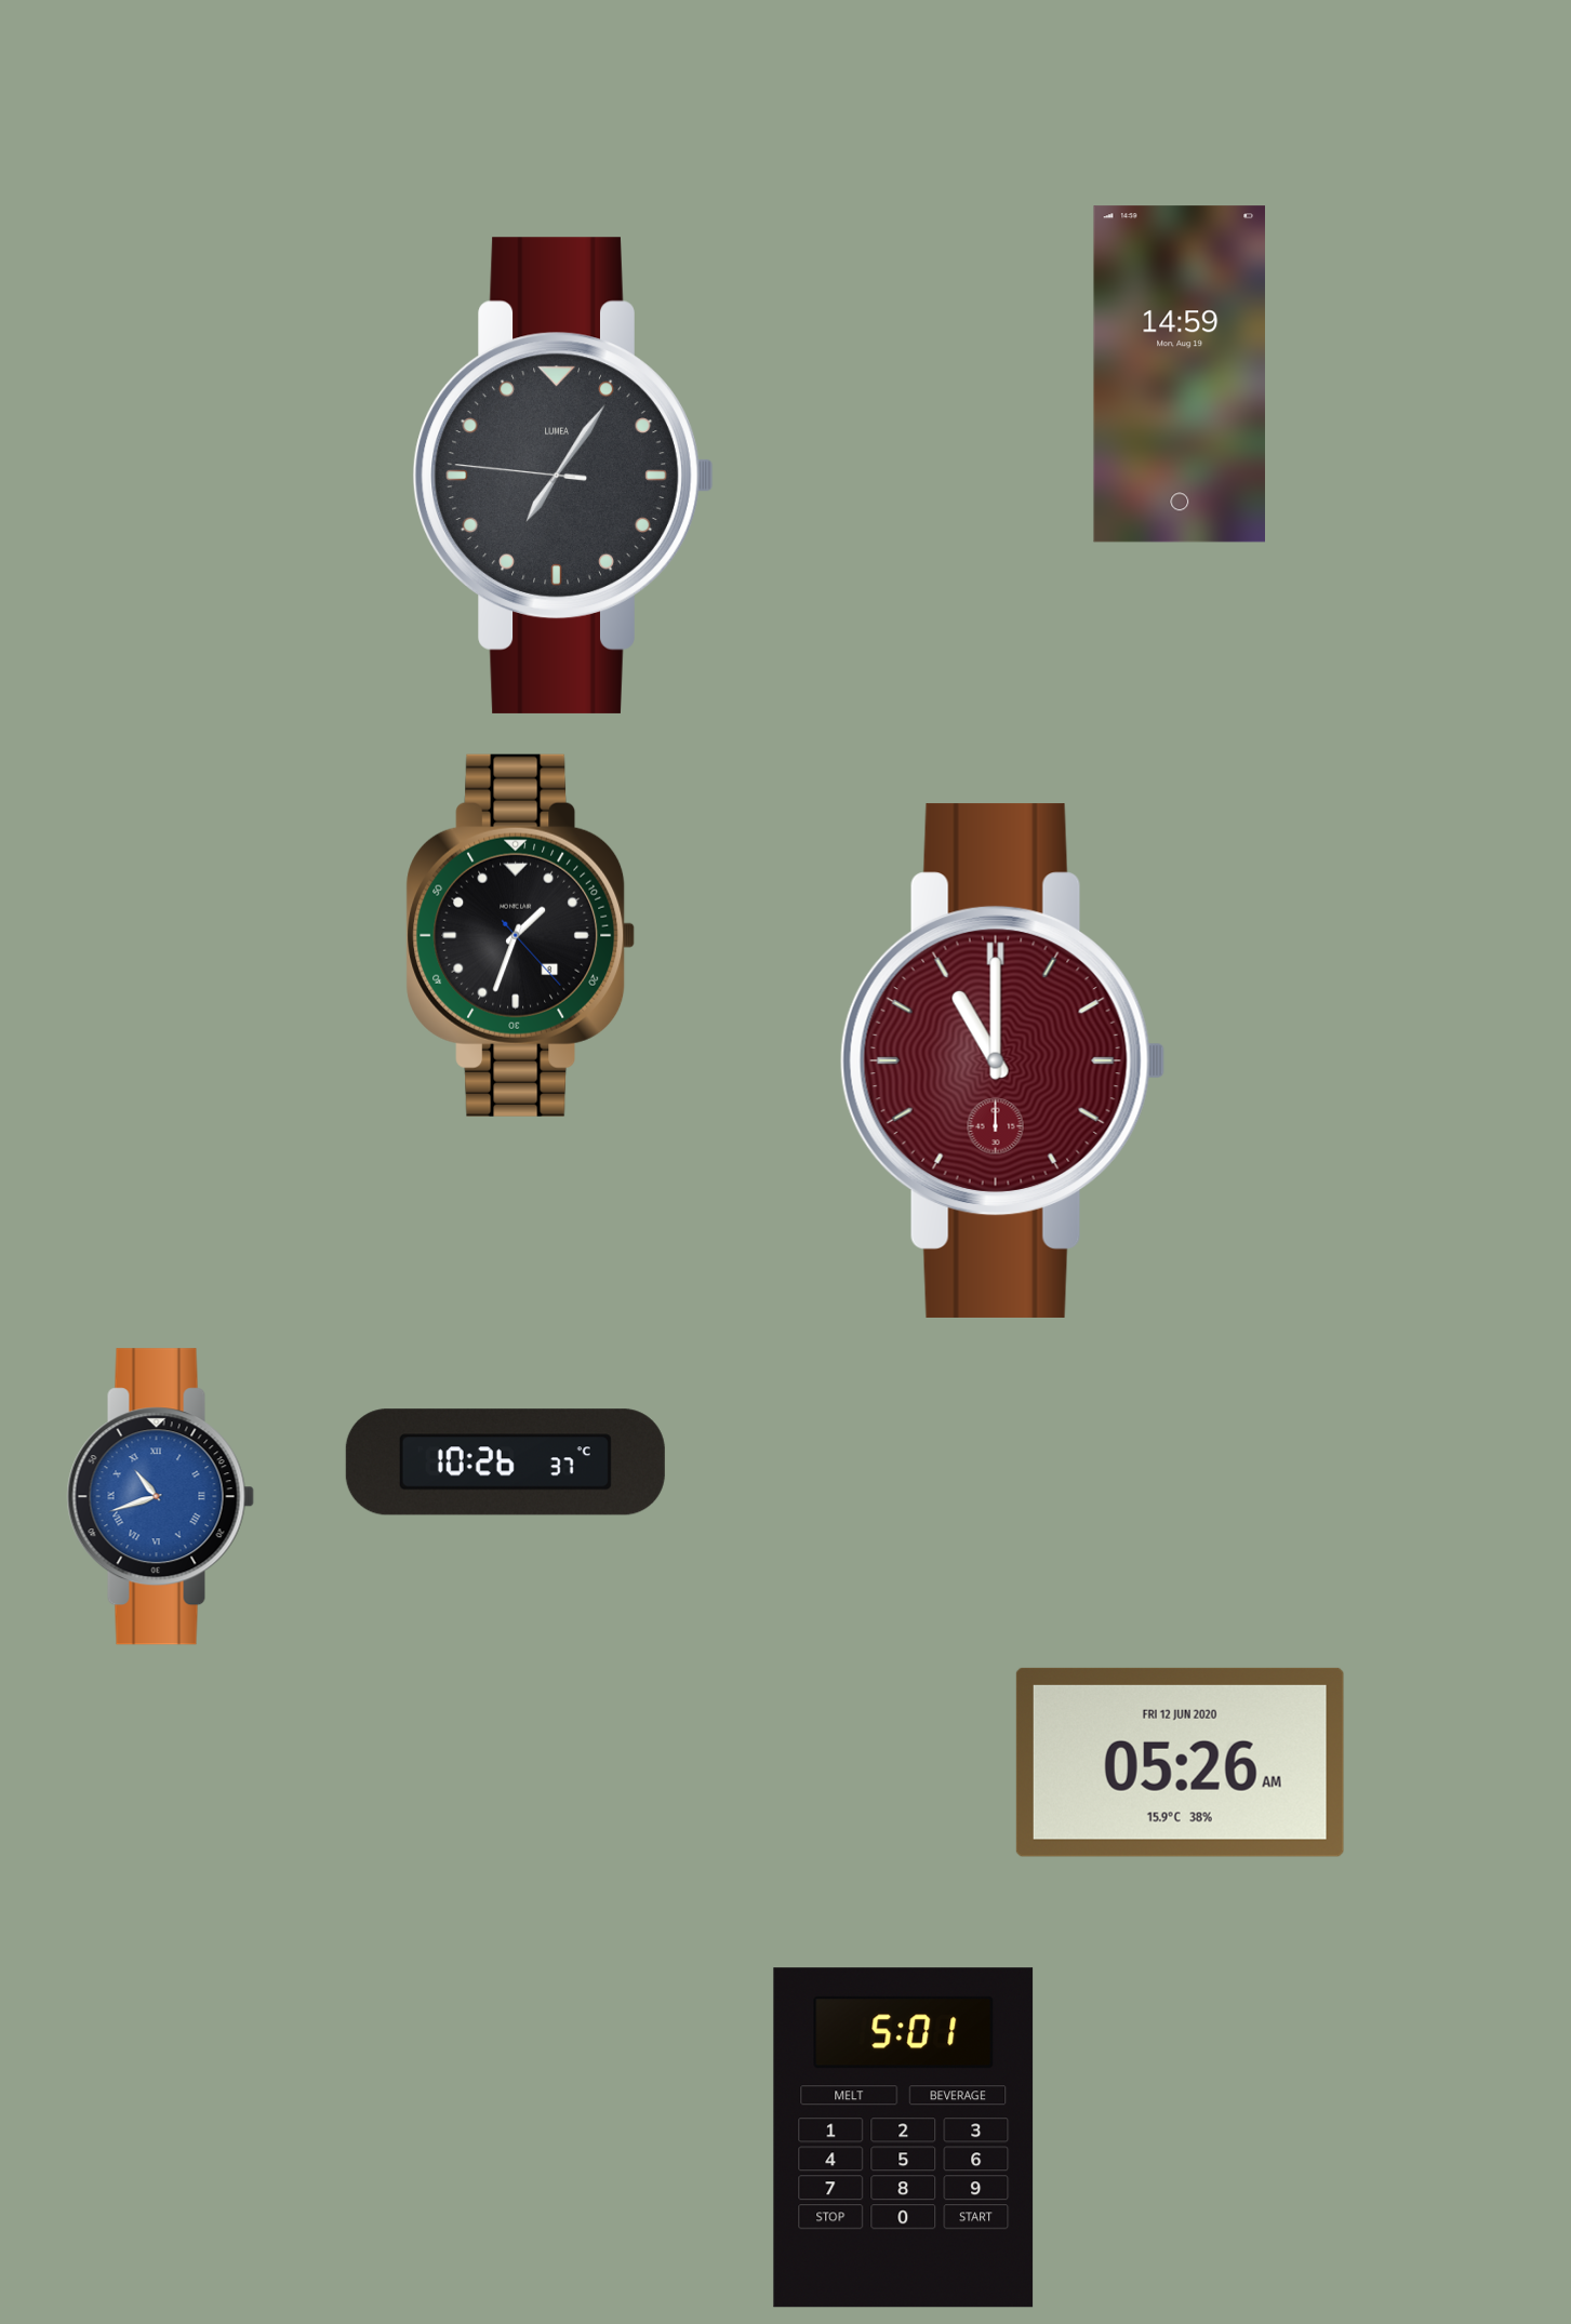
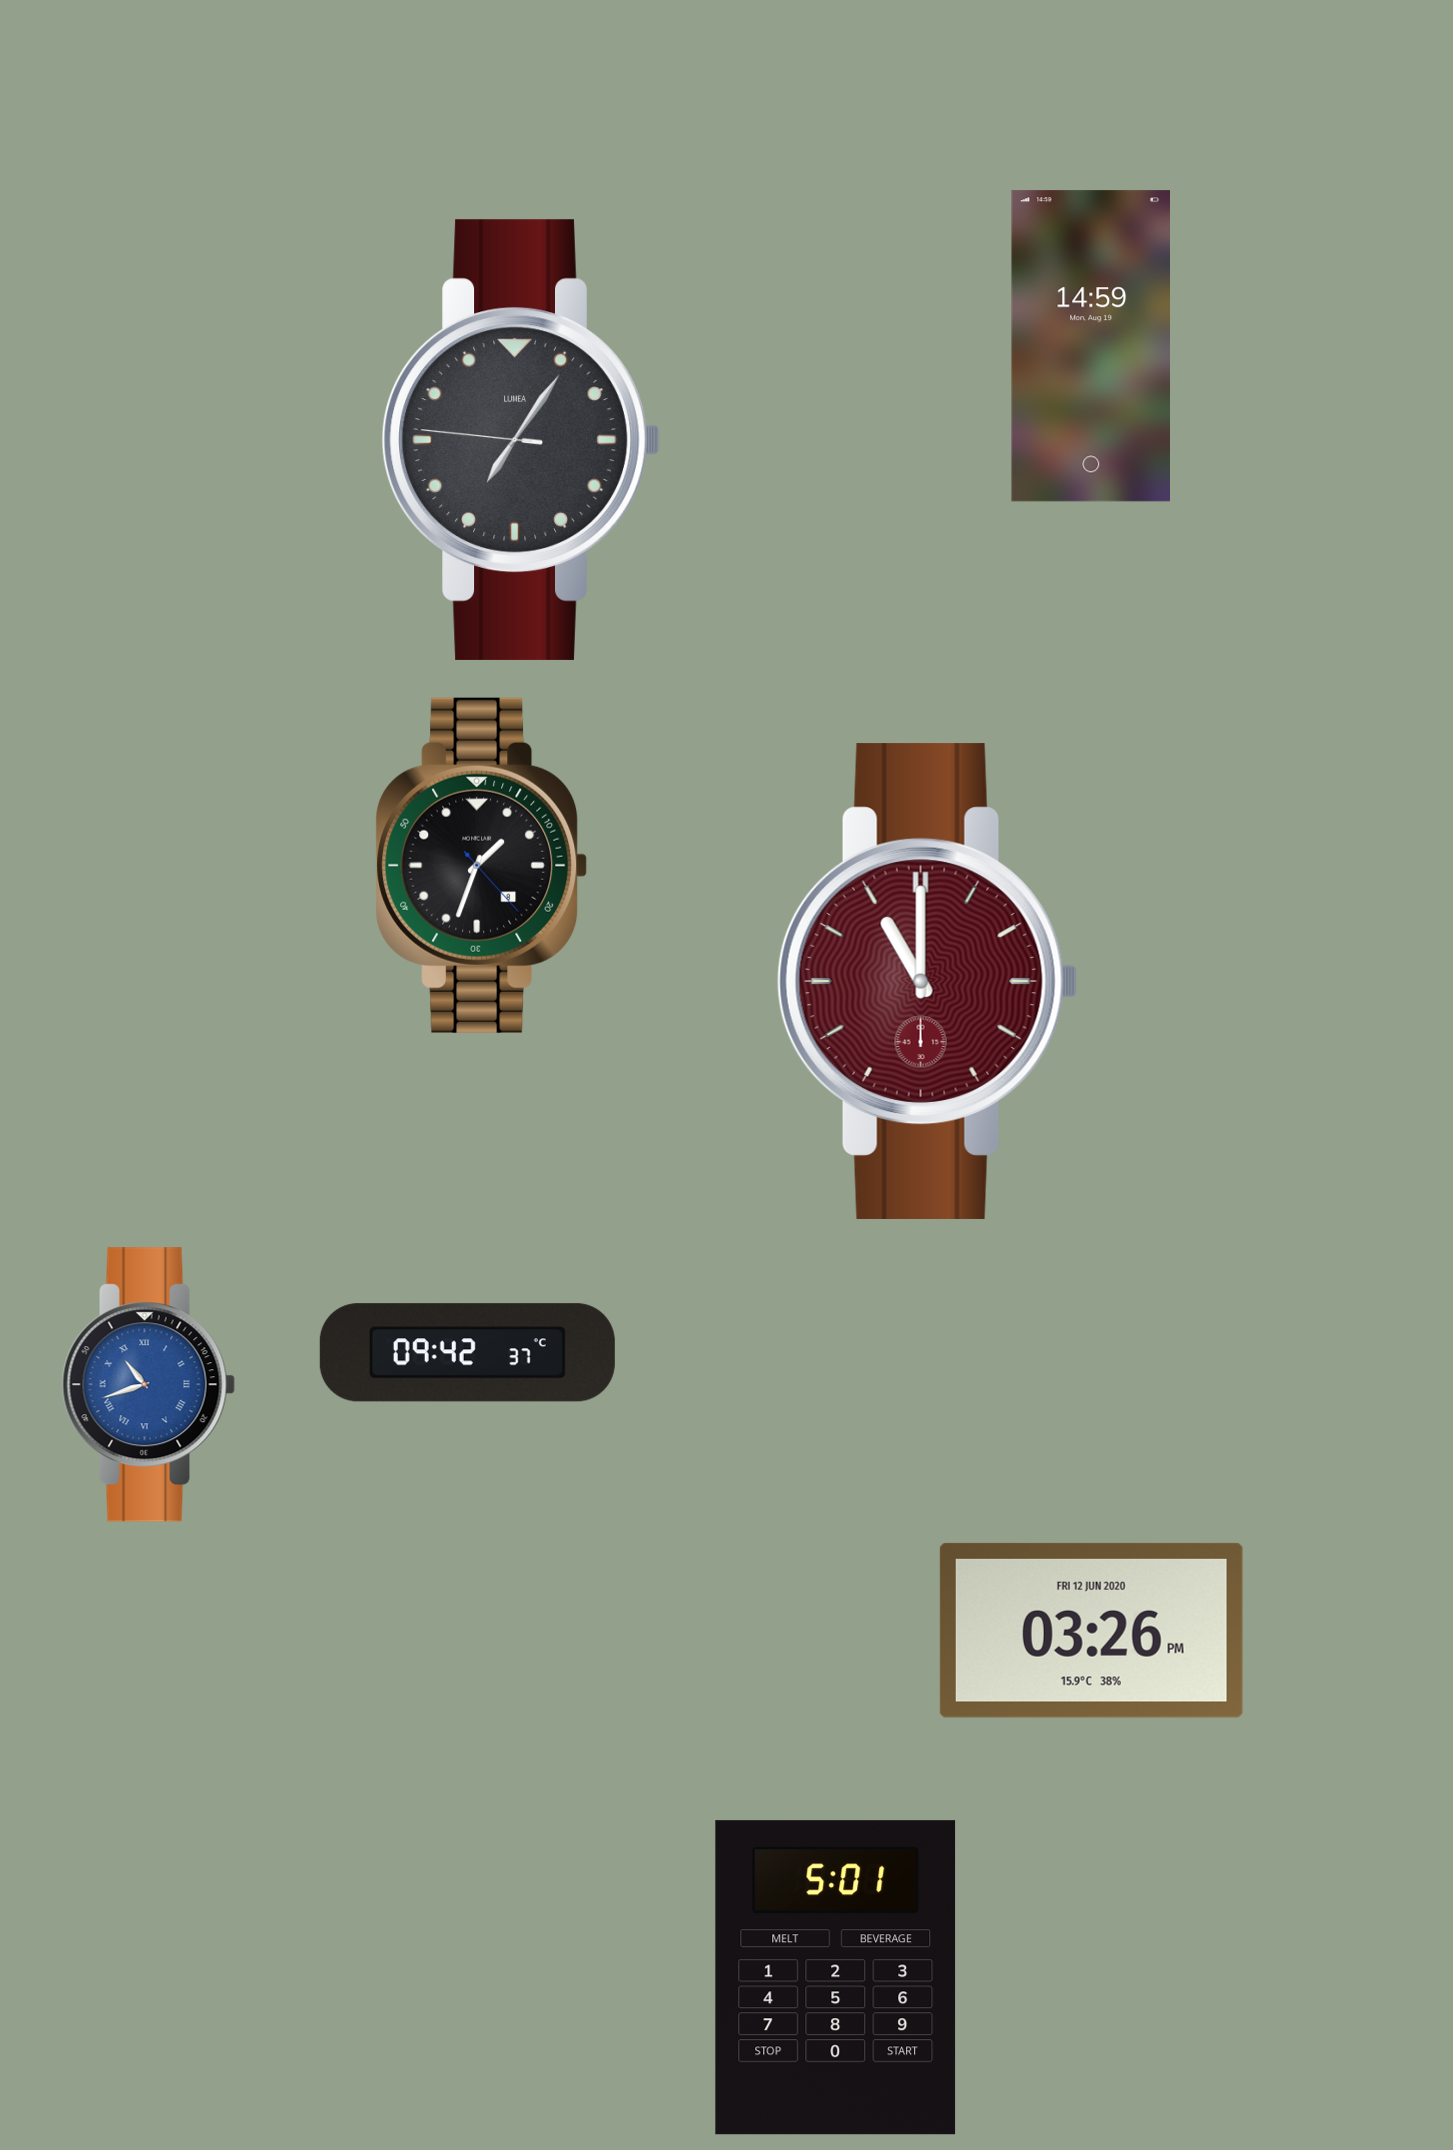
clock at (505, 1462): 10:26 -> 09:42
clock at (1180, 1762): 05:26 -> 03:26
